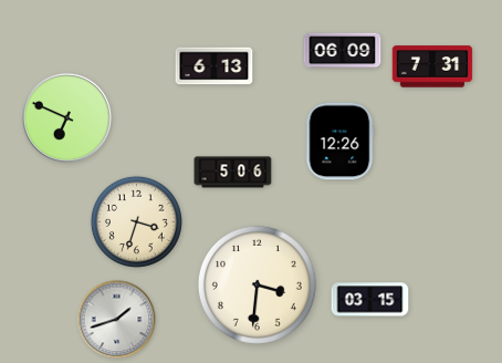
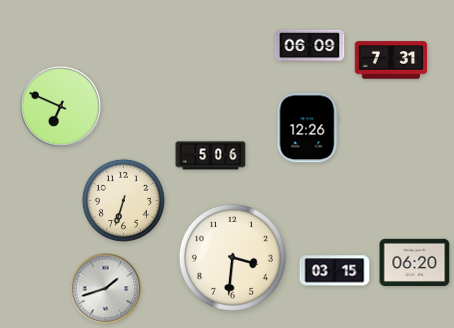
clock at (215, 66): 6:13 -> none
clock at (136, 221): 3:33 -> 6:33
clock at (415, 262): none -> 06:20
